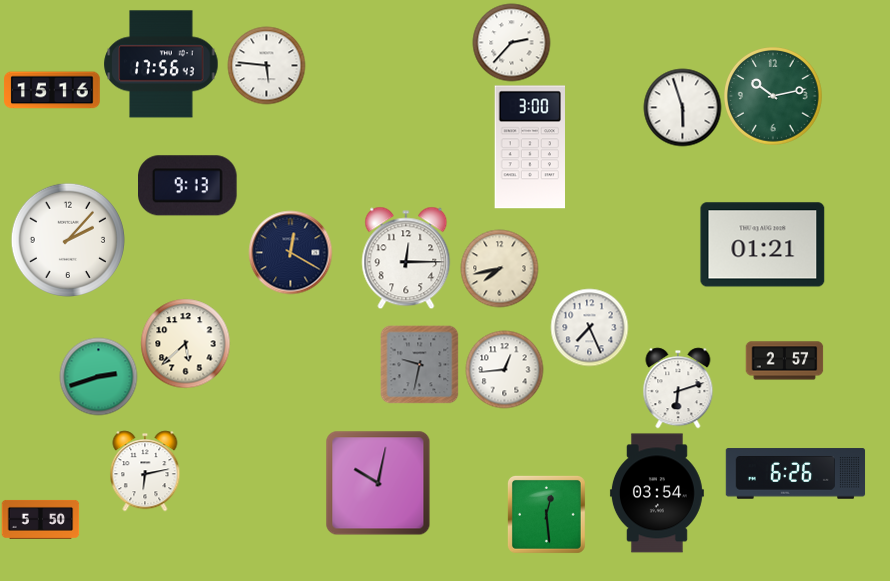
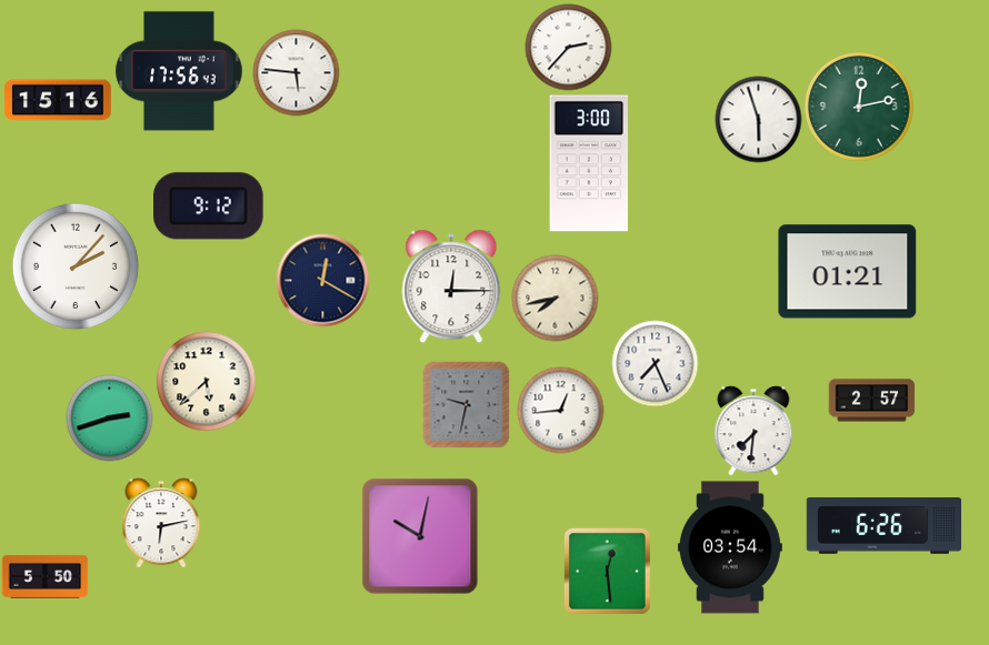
clock at (773, 96): 10:13 -> 12:13
clock at (188, 186): 9:13 -> 9:12
clock at (678, 388): 6:12 -> 7:31
